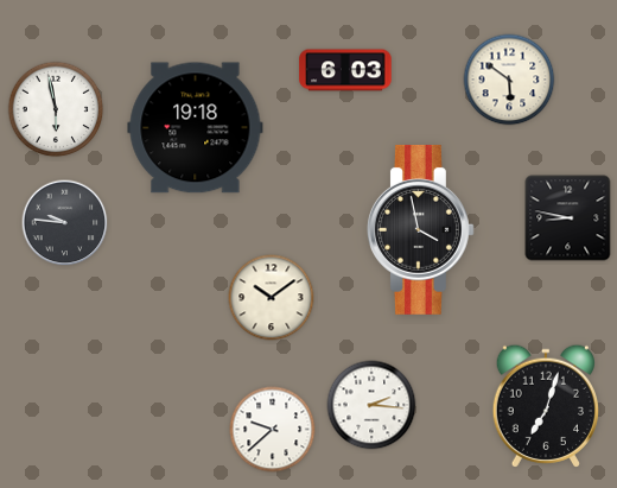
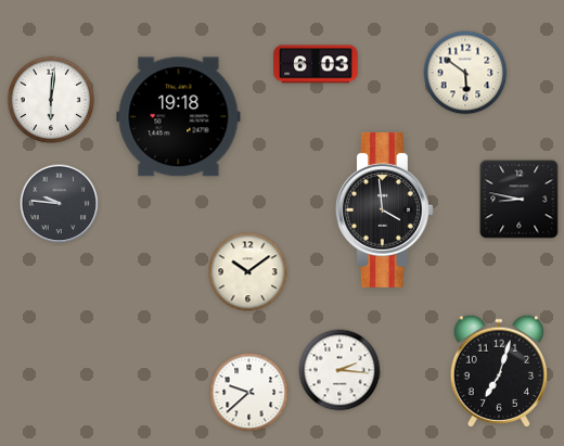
clock at (56, 109): 5:58 -> 6:01
clock at (420, 229): 3:58 -> 3:59
